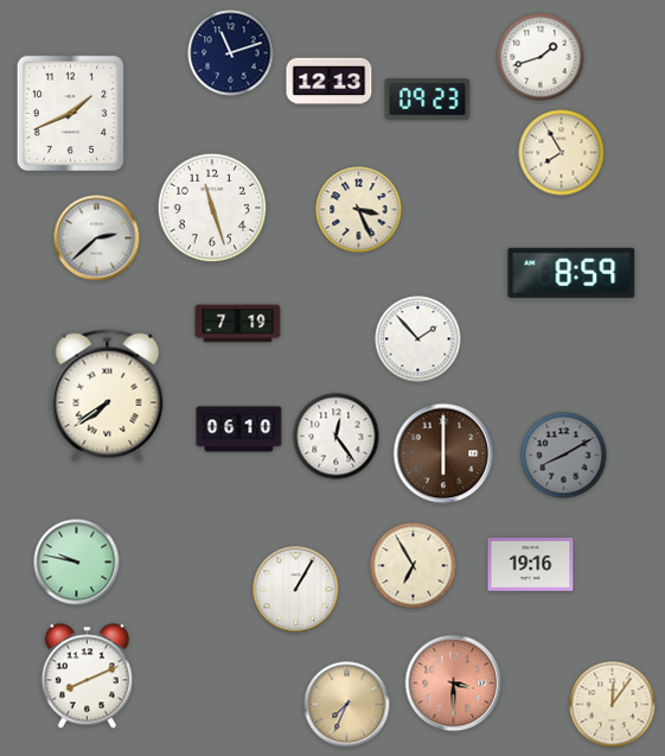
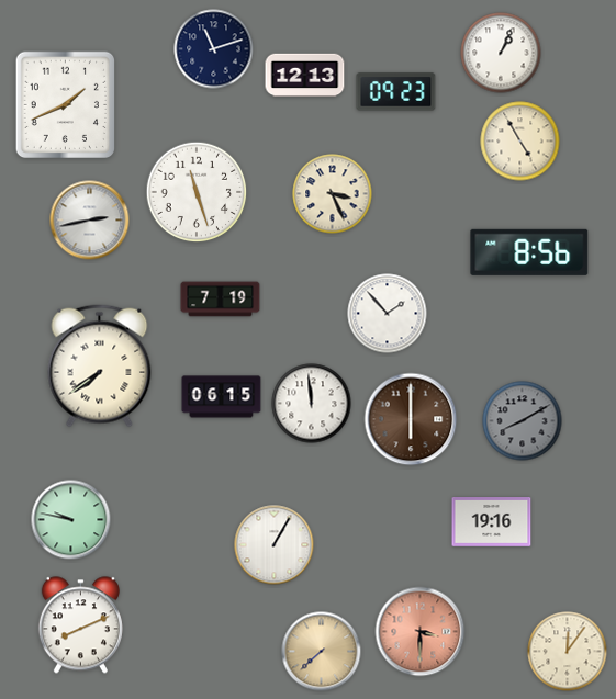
clock at (541, 57): 1:42 -> 1:04
clock at (562, 153): 7:55 -> 4:55
clock at (97, 239): 2:38 -> 2:43
clock at (571, 273): 8:59 -> 8:56
clock at (239, 430): 06:10 -> 06:15
clock at (337, 437): 12:24 -> 11:59
clock at (414, 566): 6:55 -> none
clock at (347, 705): 7:34 -> 7:38
